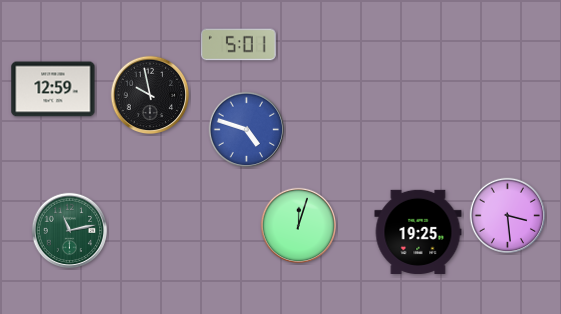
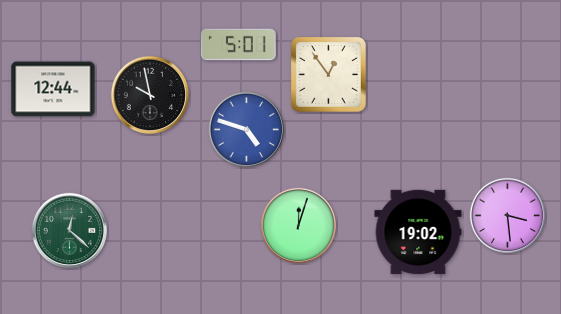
clock at (329, 75): none -> 12:54
clock at (53, 89): 12:59 -> 12:44
clock at (70, 231): 11:13 -> 12:22
clock at (418, 232): 19:25 -> 19:02
